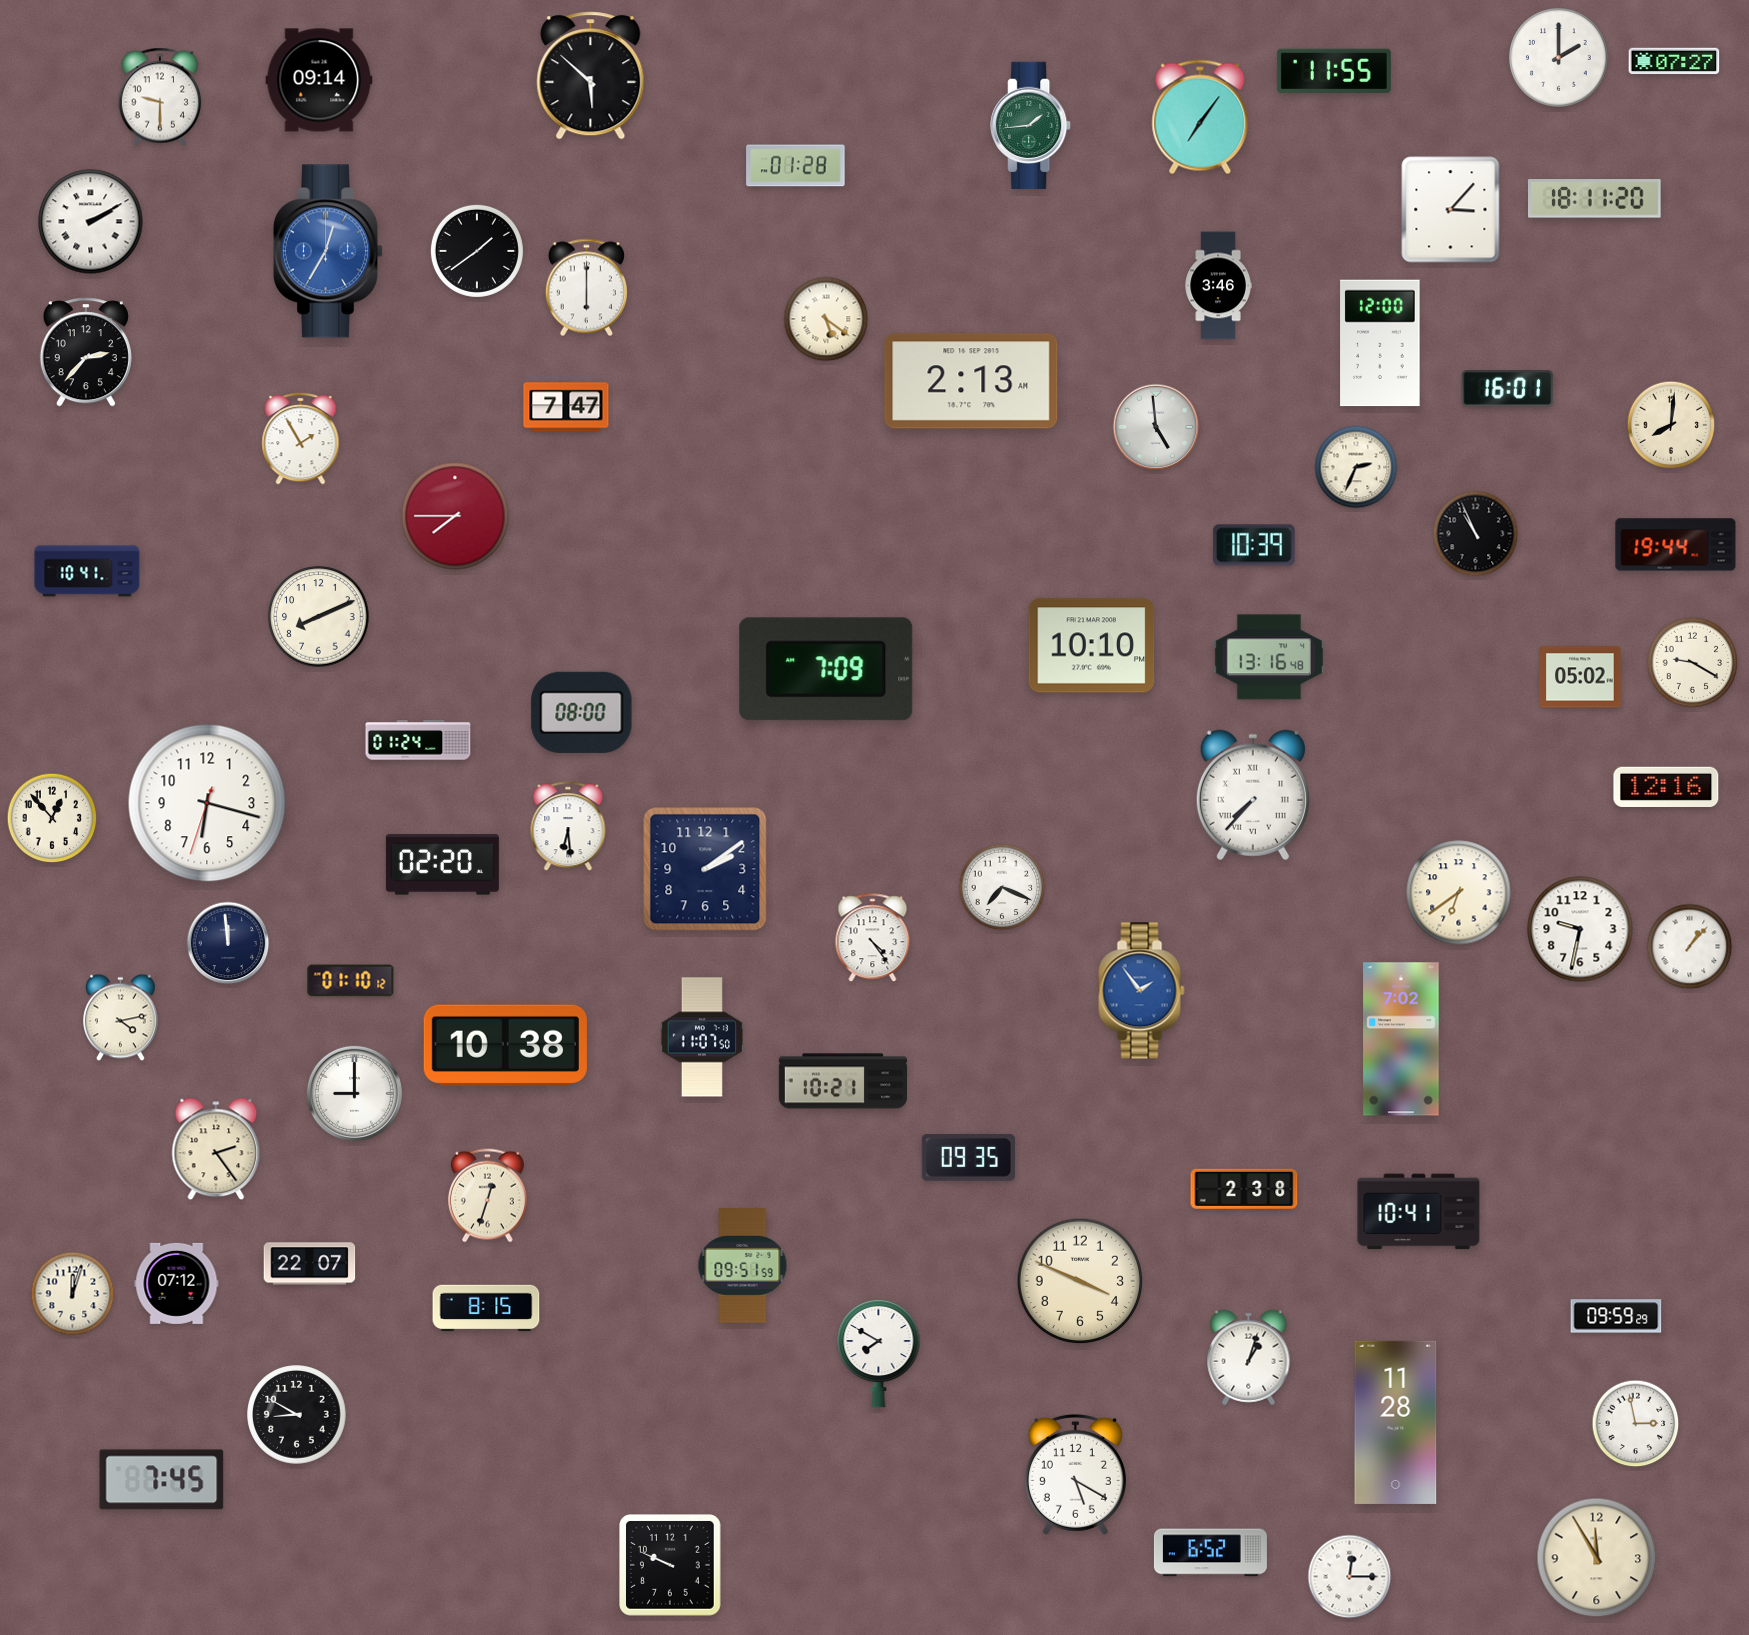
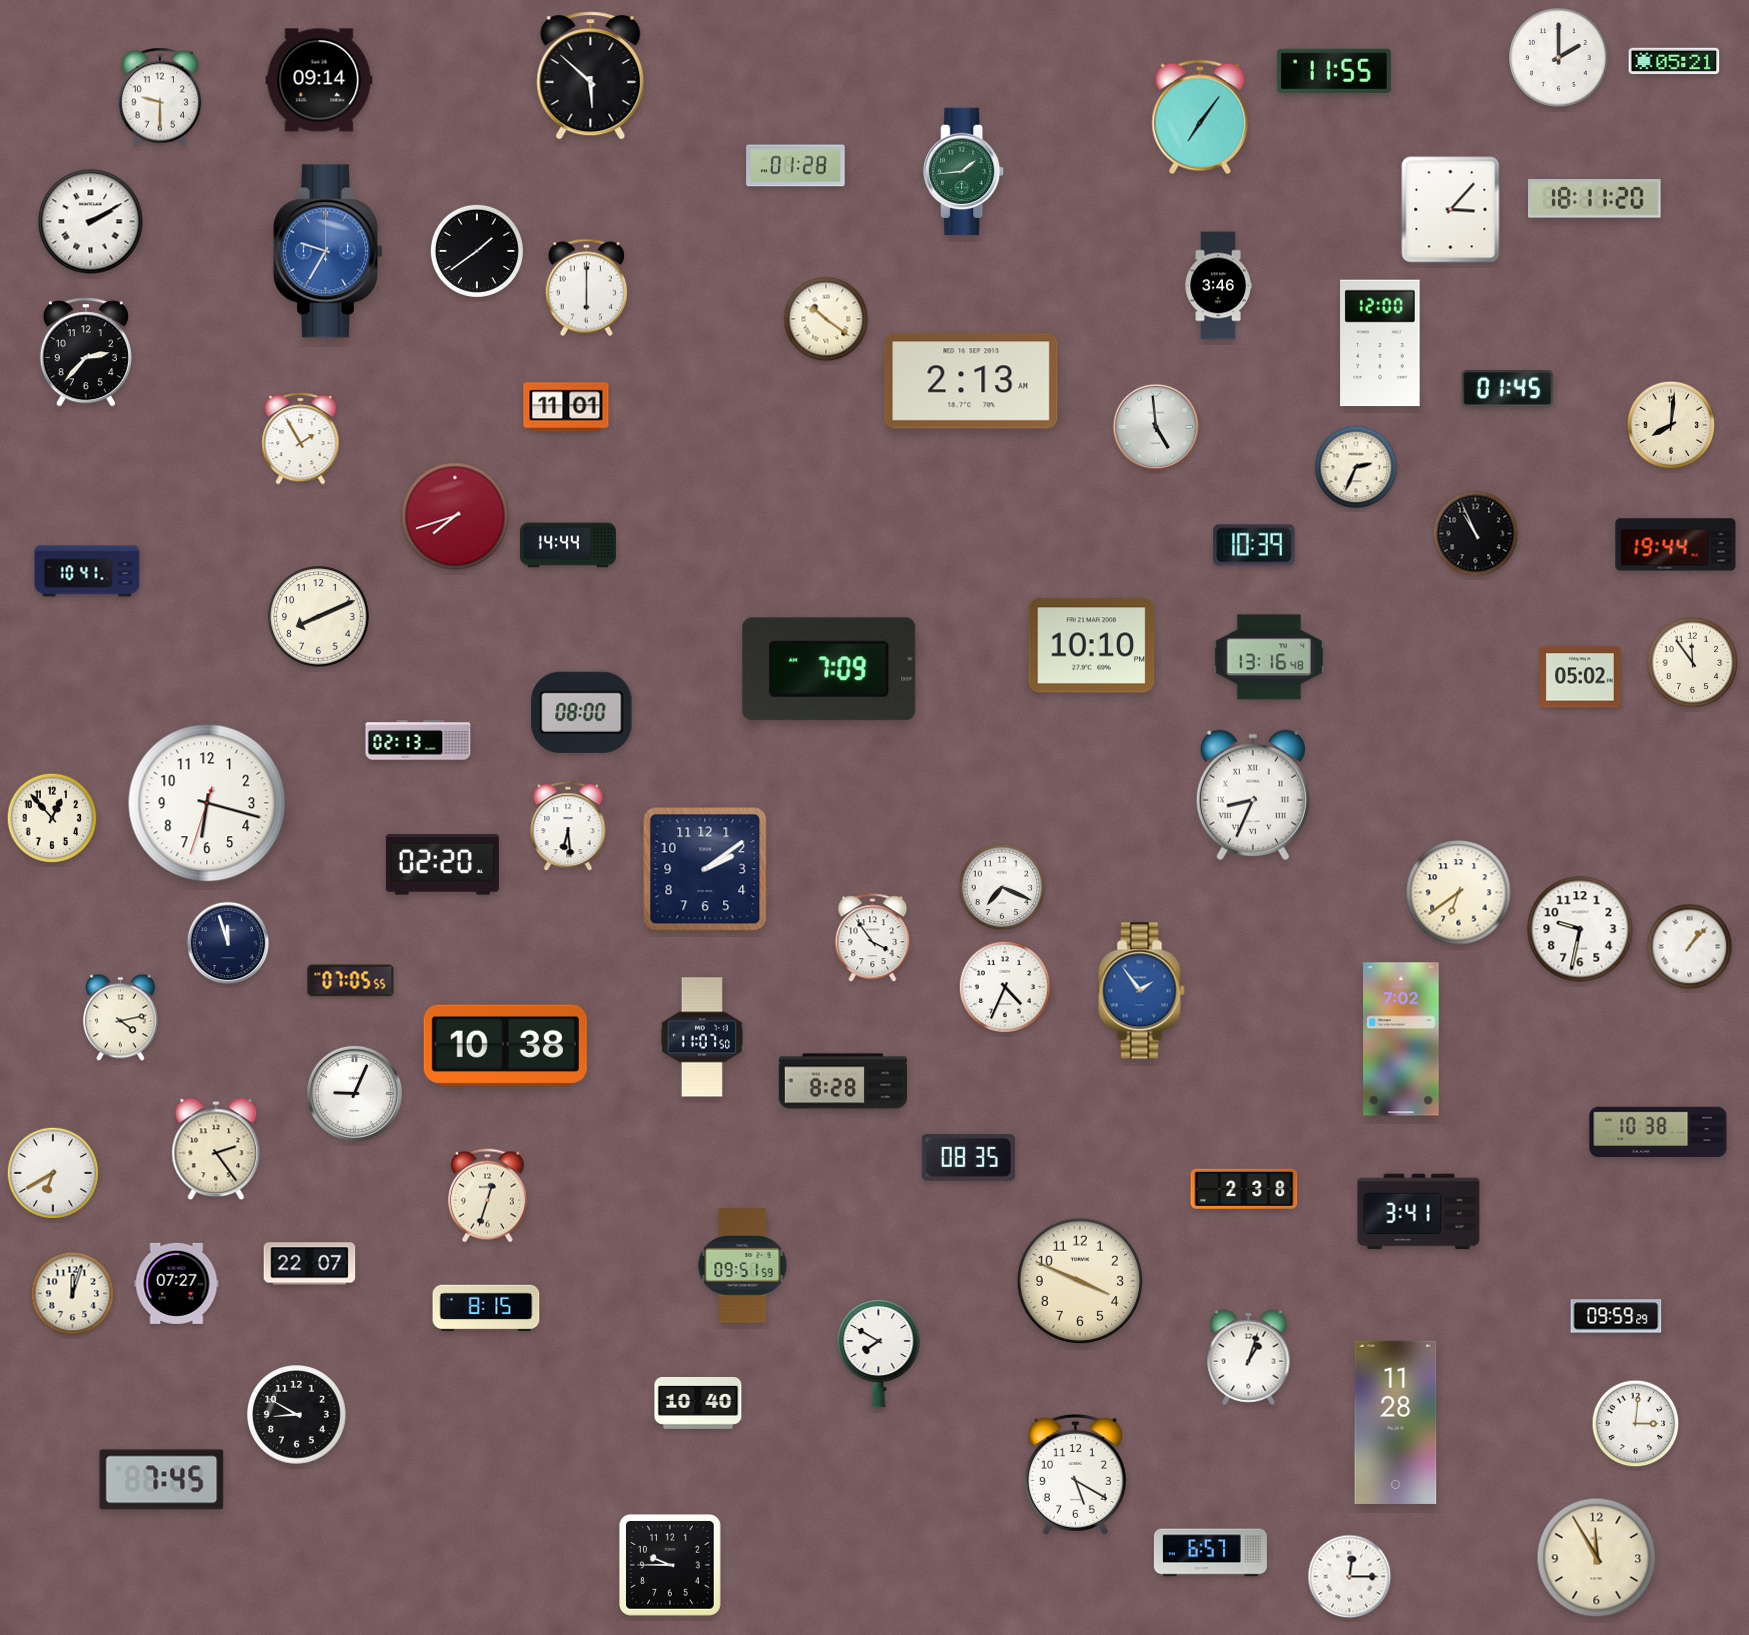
clock at (1674, 61): 07:27 -> 05:21
clock at (1031, 126) position: (1031, 126) -> (964, 172)
clock at (328, 251): 12:35 -> 9:35
clock at (826, 319): 5:21 -> 10:21
clock at (1508, 389): 16:01 -> 01:45
clock at (566, 407): 7:47 -> 11:01
clock at (455, 516): 7:45 -> 7:42
clock at (568, 545): none -> 14:44
clock at (1692, 662): 9:20 -> 11:54
clock at (826, 669) position: (826, 669) -> (829, 669)
clock at (418, 740): 01:24 -> 02:13
clock at (1666, 786): 12:16 -> none
clock at (1253, 795): 7:37 -> 8:34
clock at (873, 938): 4:24 -> 3:54
clock at (228, 943): 11:59 -> 11:57
clock at (351, 981): 01:10 -> 07:05
clock at (1004, 986): none -> 4:34
clock at (842, 1081): 10:21 -> 8:28
clock at (354, 1093): 9:00 -> 9:04
clock at (1658, 1132): none -> 10:38
clock at (968, 1157): 09:35 -> 08:35
clock at (52, 1172): none -> 6:40
clock at (1419, 1212): 10:41 -> 3:41
clock at (177, 1283): 07:12 -> 07:27
clock at (698, 1403): none -> 10:40
clock at (1636, 1424): 2:58 -> 3:01
clock at (1210, 1553): 6:52 -> 6:57
clock at (671, 1566): 9:49 -> 9:45
